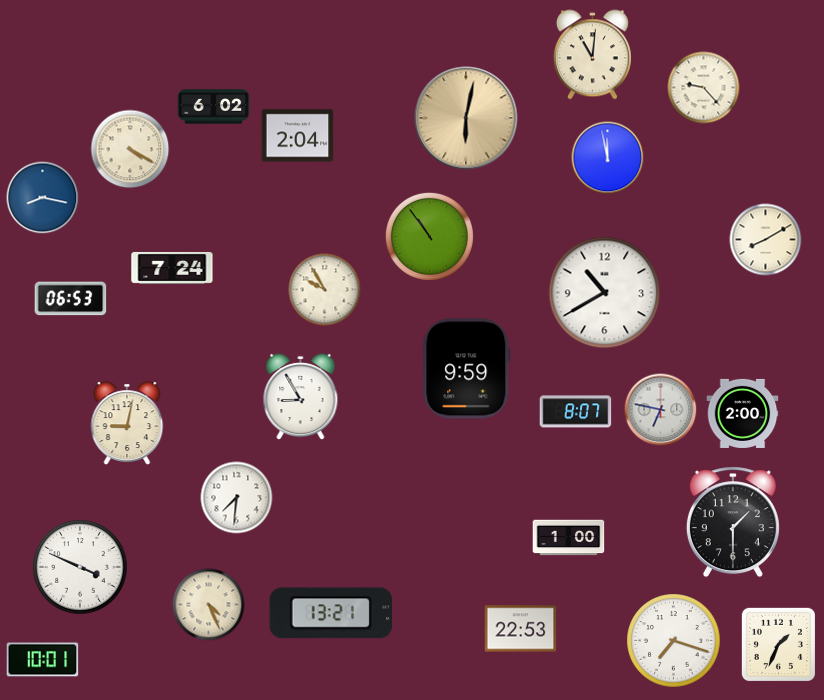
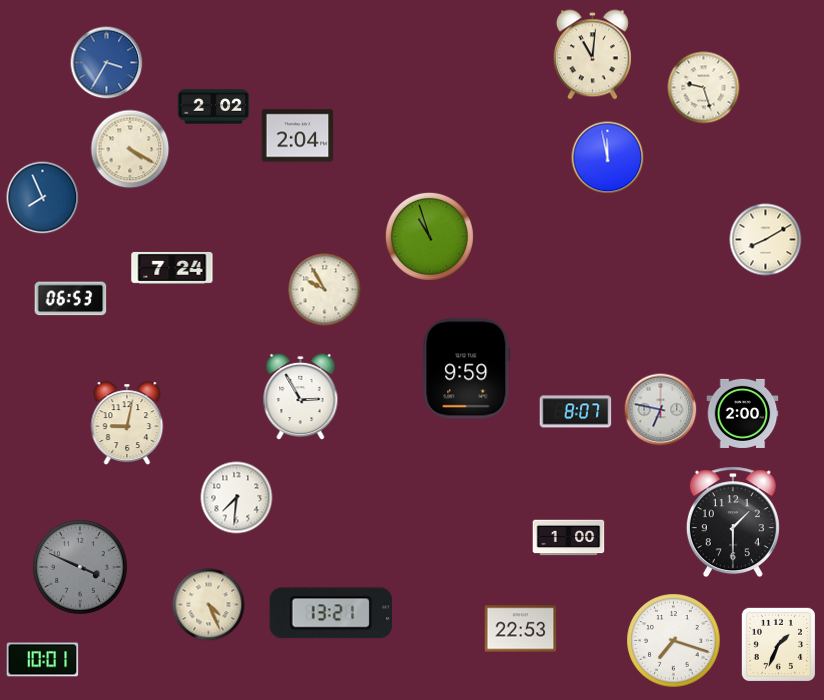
clock at (107, 63): none -> 3:35
clock at (704, 88): 9:23 -> 9:27
clock at (214, 107): 6:02 -> 2:02
clock at (466, 118): 6:02 -> none
clock at (43, 198): 8:17 -> 7:56
clock at (429, 236): 10:54 -> 10:57
clock at (605, 293): 10:40 -> none
clock at (301, 397): 8:55 -> 2:55
clock at (80, 567) dial: white -> grey
